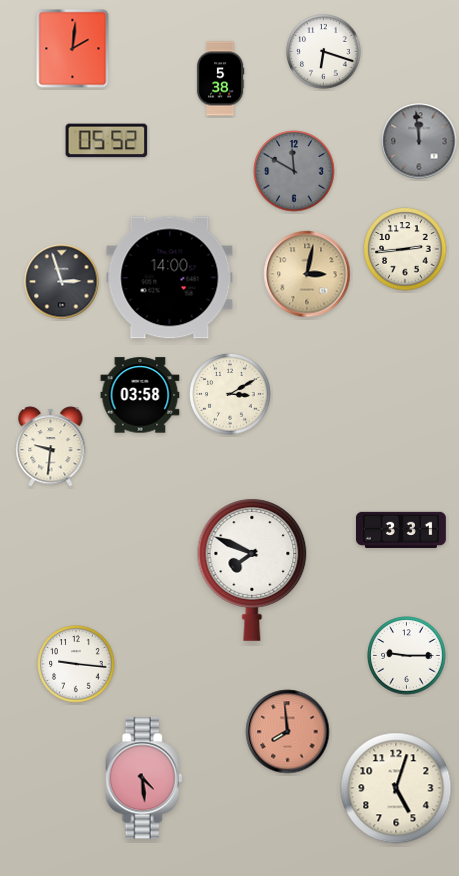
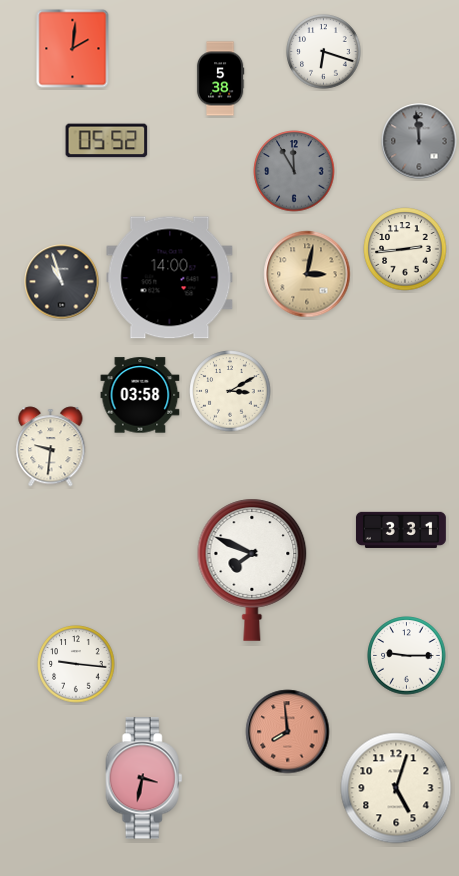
clock at (294, 171): 11:50 -> 11:55
clock at (62, 282): 2:57 -> 10:57
clock at (230, 394) position: (230, 394) -> (230, 391)
clock at (144, 778): 4:29 -> 3:32
